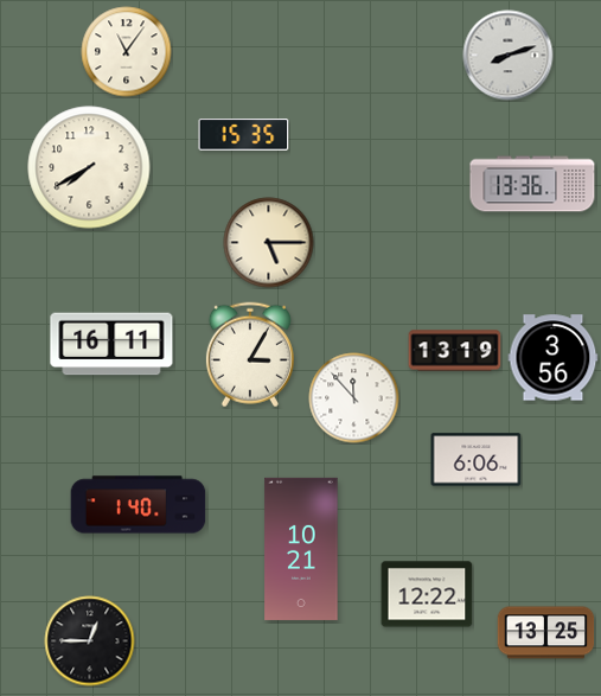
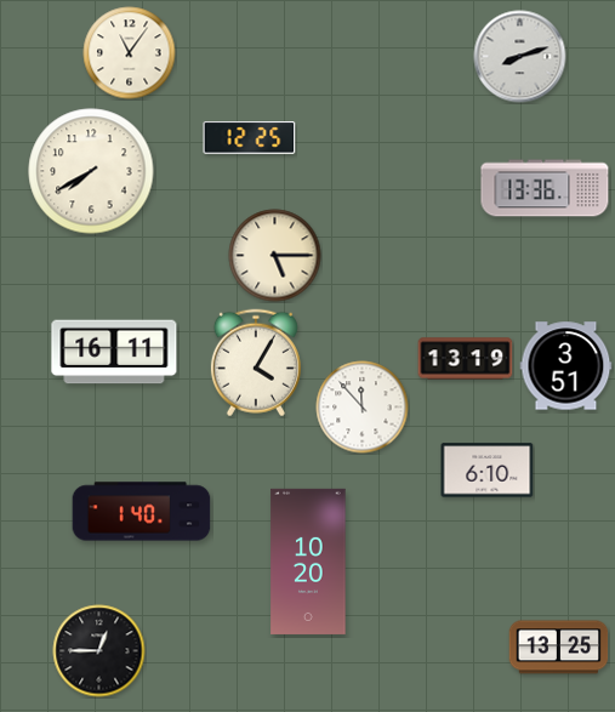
clock at (244, 135): 15:35 -> 12:25
clock at (269, 243) position: (269, 243) -> (275, 256)
clock at (250, 355): 3:05 -> 4:05
clock at (554, 358): 3:56 -> 3:51
clock at (477, 460): 6:06 -> 6:10
clock at (139, 505) position: (139, 505) -> (142, 512)
clock at (301, 549): 10:21 -> 10:20
clock at (427, 594): 12:22 -> none
clock at (90, 641) position: (90, 641) -> (99, 651)
